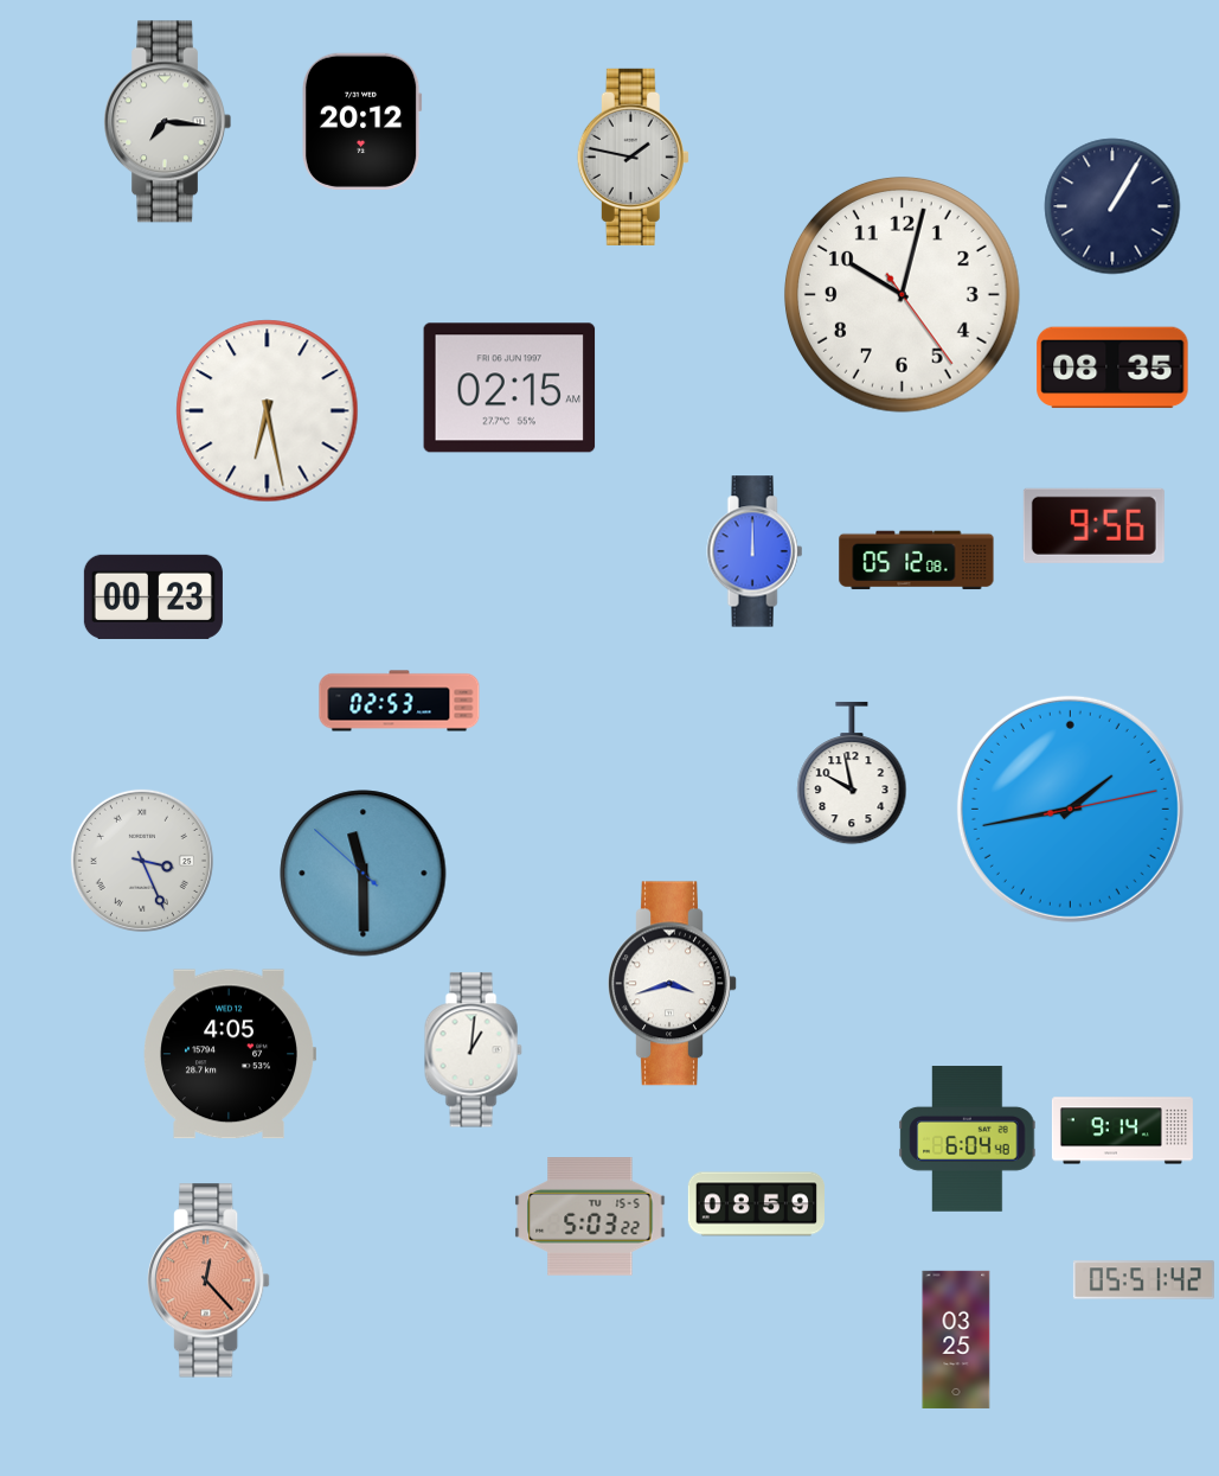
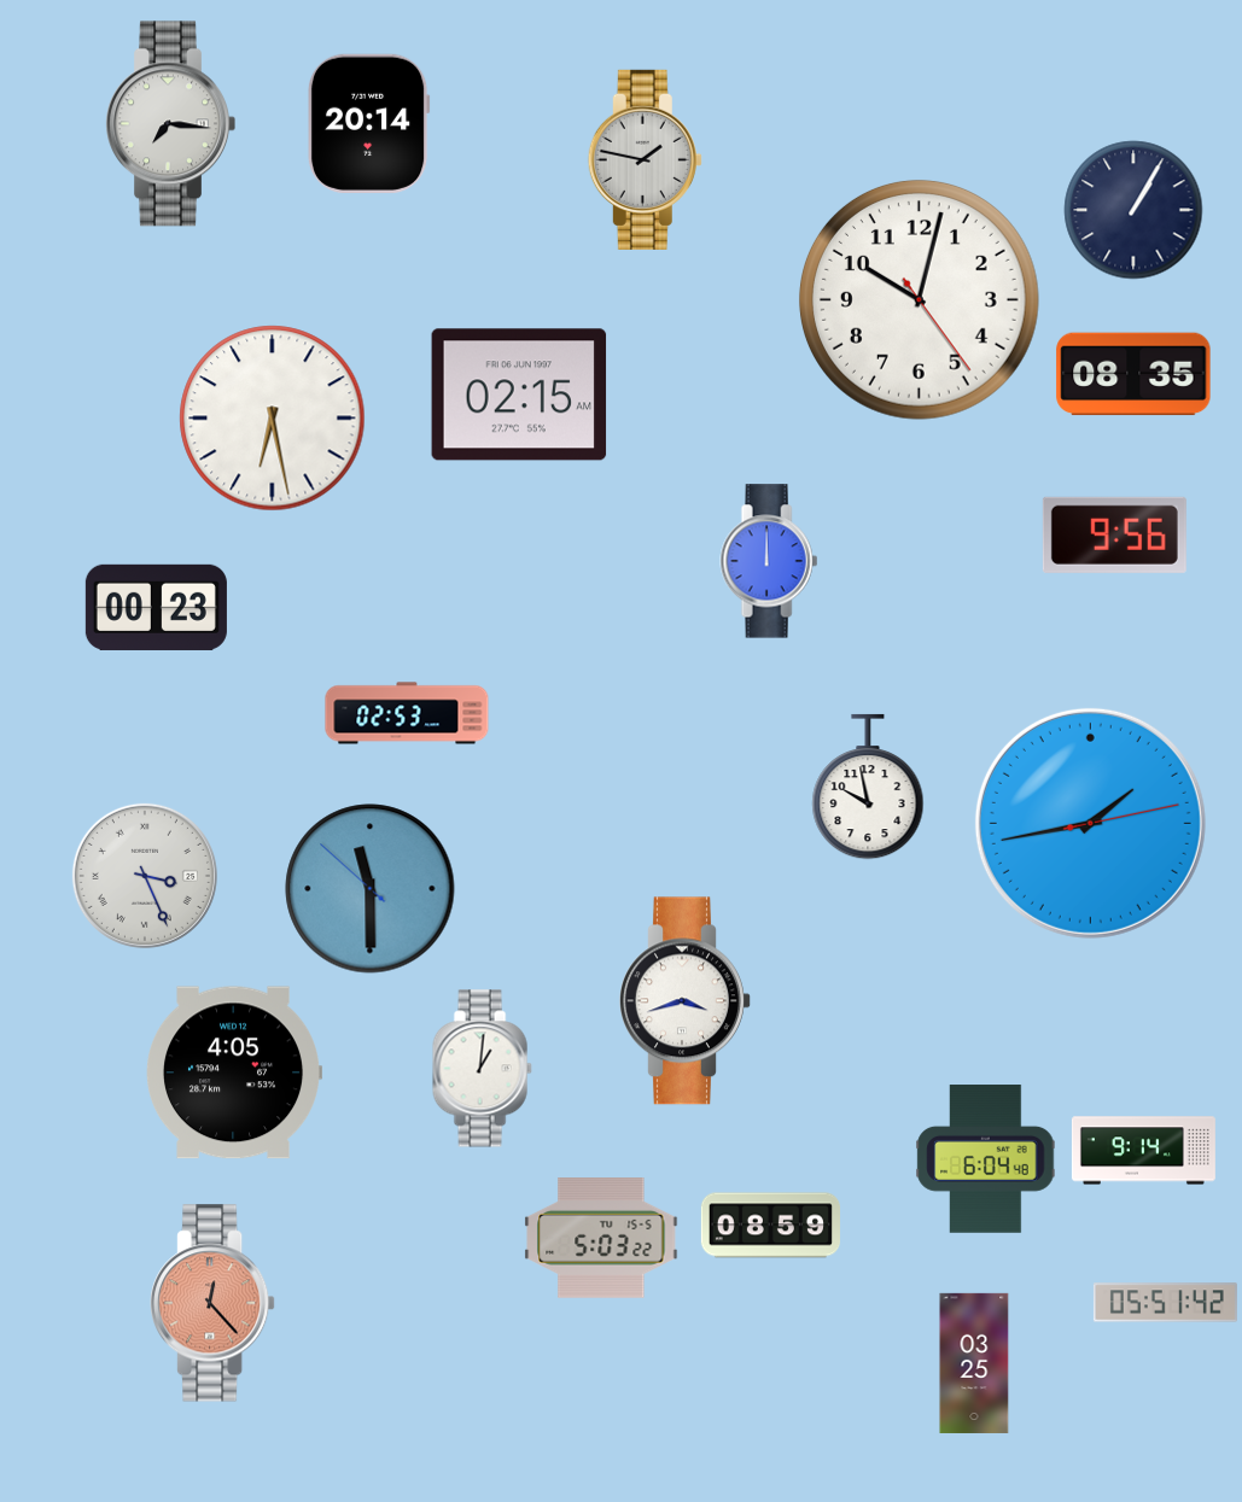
clock at (361, 121): 20:12 -> 20:14
clock at (917, 561): 05:12 -> none
